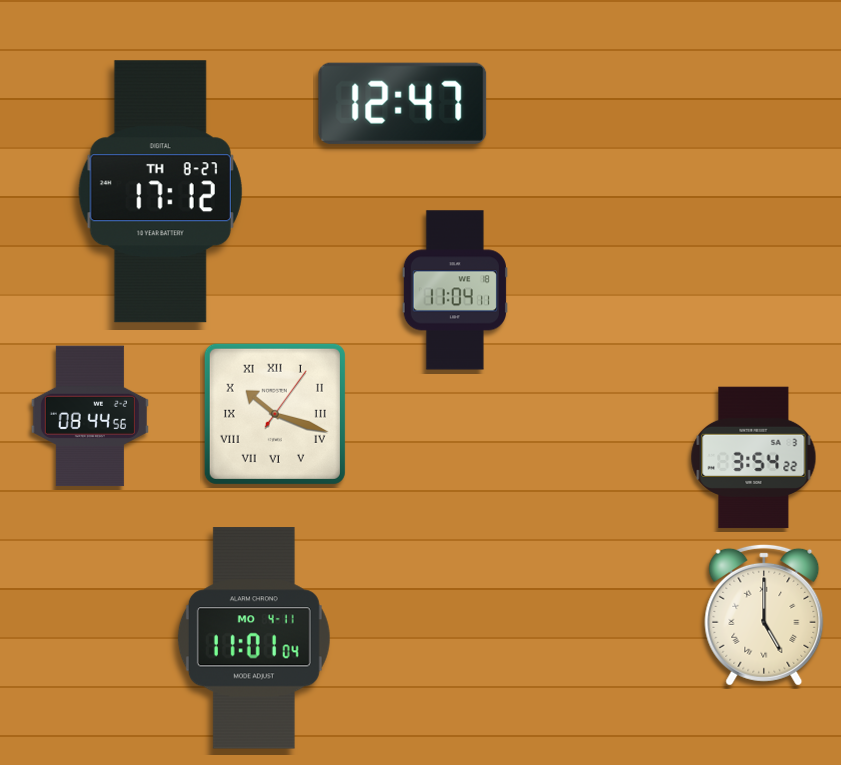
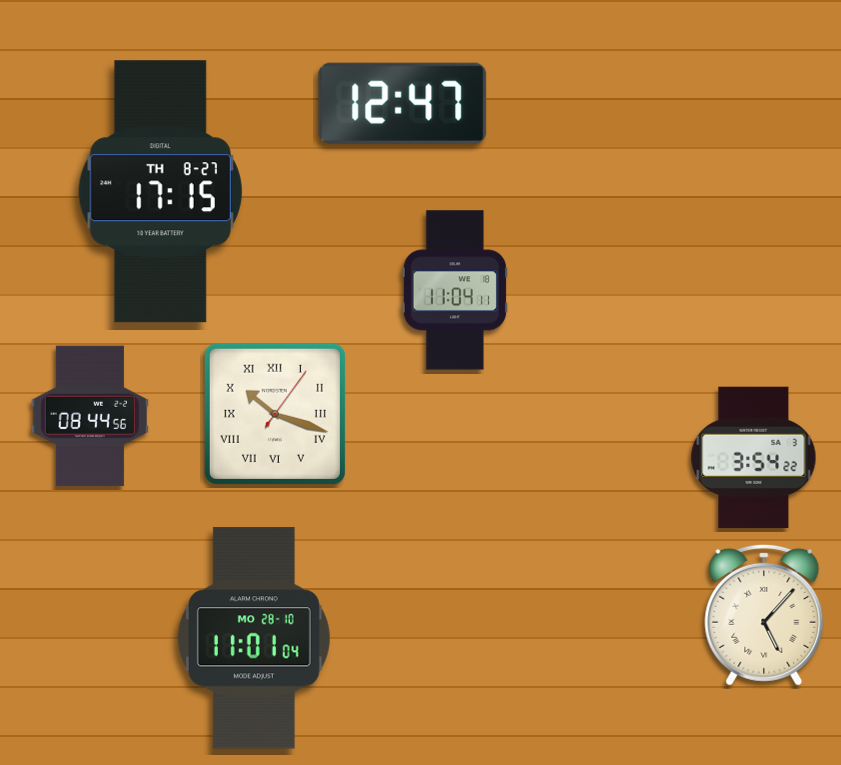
clock at (160, 192): 17:12 -> 17:15
clock at (764, 615): 5:00 -> 5:07
clock at (254, 638) date: MO 4-11 -> MO 28-10
